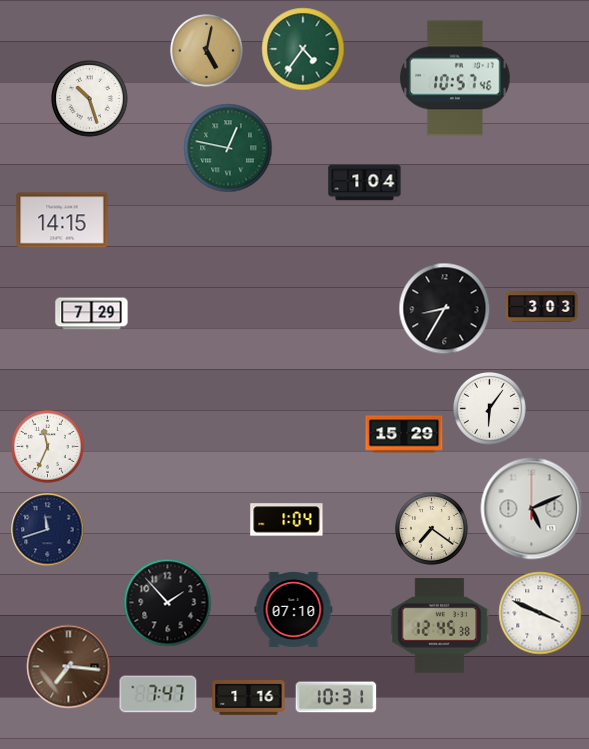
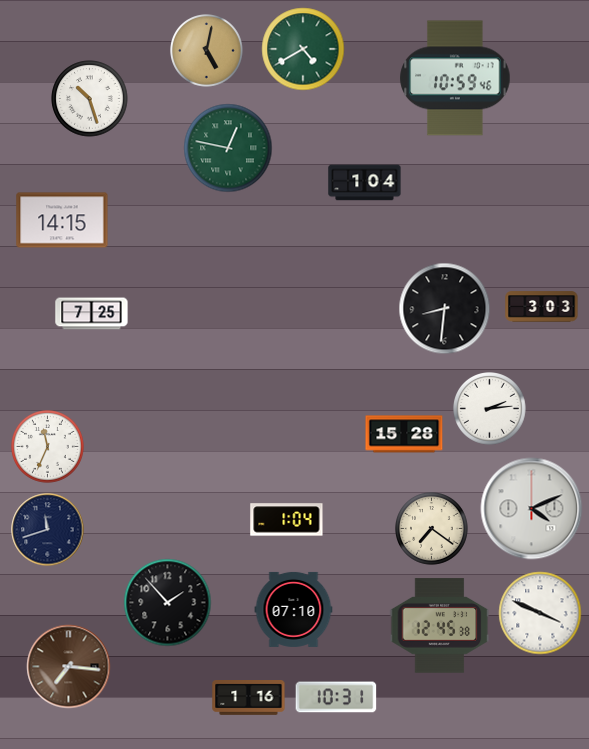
clock at (303, 49): 4:36 -> 4:40
clock at (455, 78): 10:57 -> 10:59
clock at (445, 309): 8:35 -> 8:31
clock at (92, 314): 7:29 -> 7:25
clock at (490, 409): 6:06 -> 2:14
clock at (404, 434): 15:29 -> 15:28
clock at (532, 509): 5:11 -> 4:11
clock at (158, 694): 7:47 -> none
